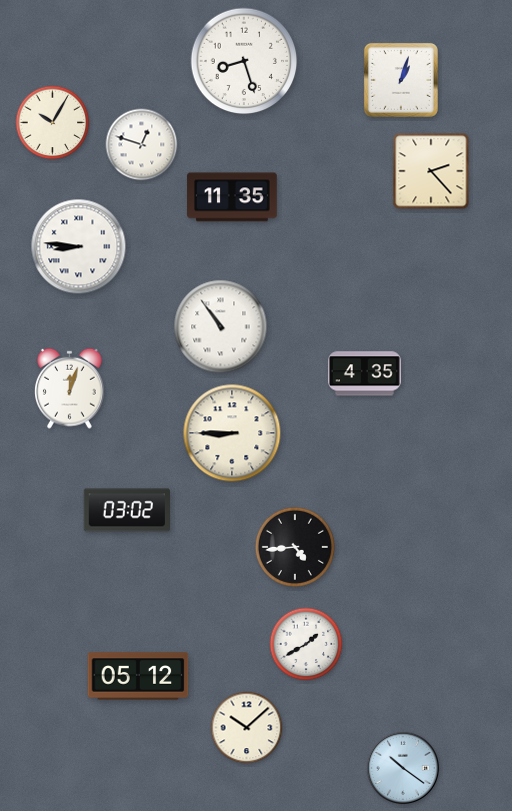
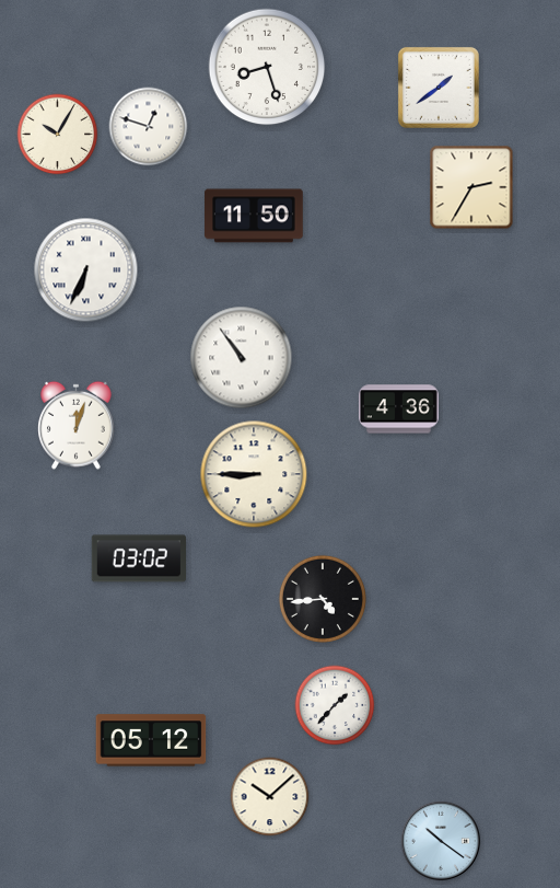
clock at (401, 80): 1:03 -> 1:39
clock at (142, 145) position: (142, 145) -> (149, 127)
clock at (431, 171): 2:23 -> 2:35
clock at (232, 197): 11:35 -> 11:50
clock at (79, 247): 8:46 -> 6:34
clock at (364, 374): 4:35 -> 4:36
clock at (306, 644): 1:40 -> 1:37
